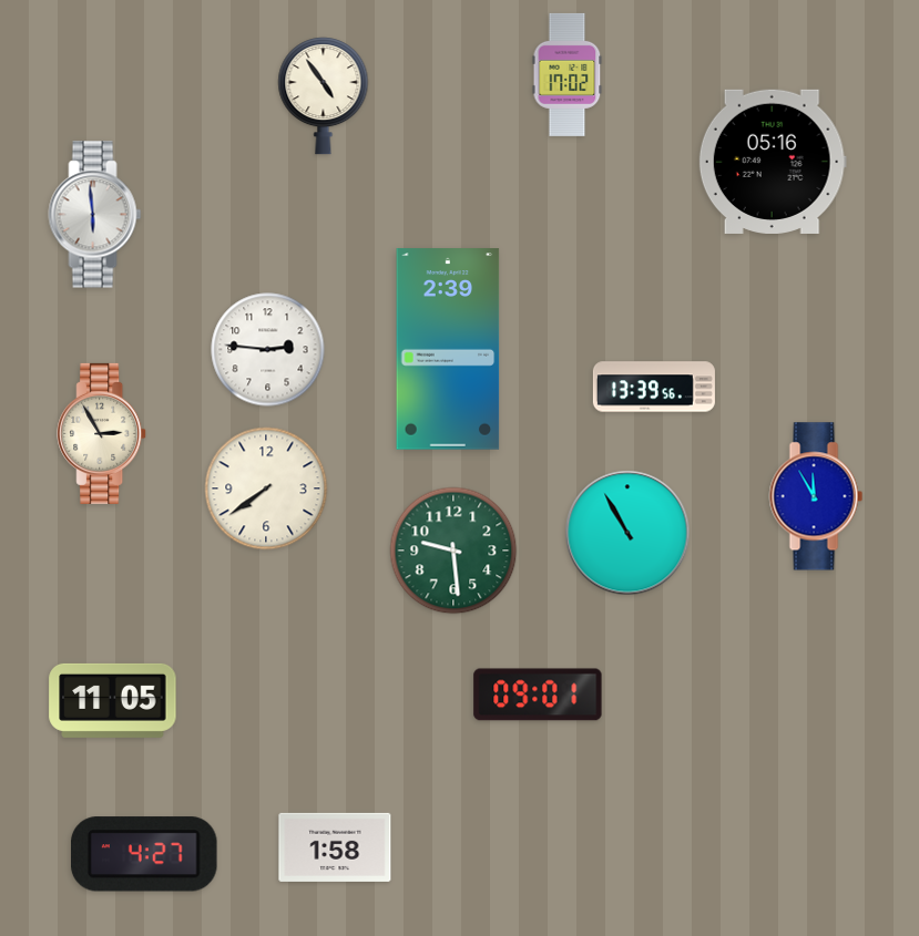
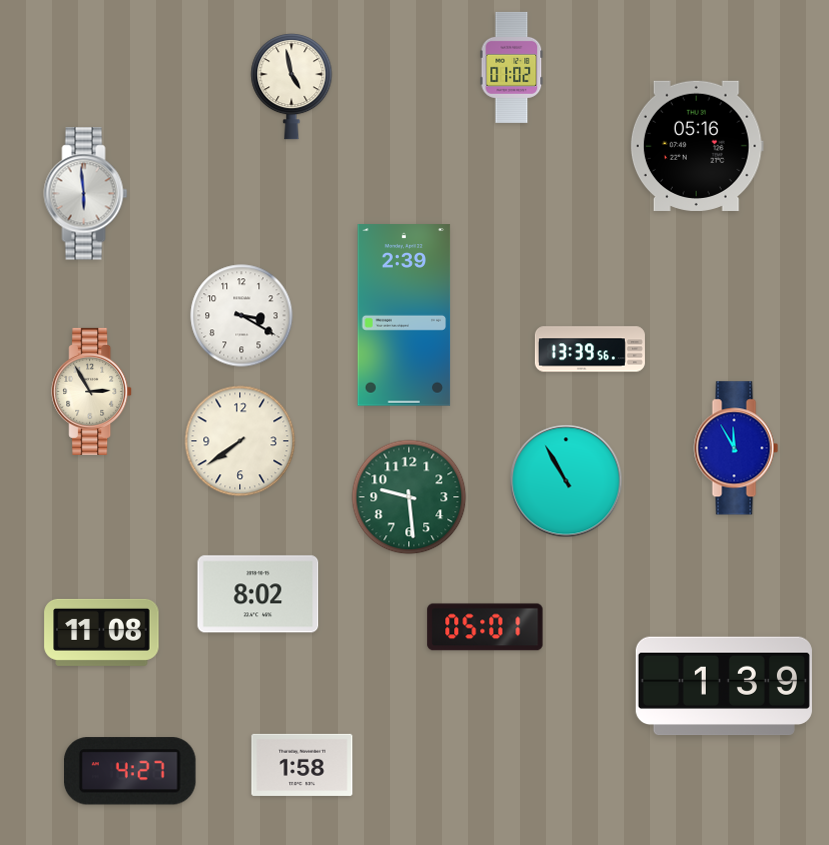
clock at (568, 74): 17:02 -> 01:02
clock at (324, 96): 4:54 -> 4:58
clock at (268, 350): 2:46 -> 3:20
clock at (258, 594): none -> 8:02
clock at (538, 695): 09:01 -> 05:01
clock at (113, 700): 11:05 -> 11:08
clock at (724, 686): none -> 1:39
